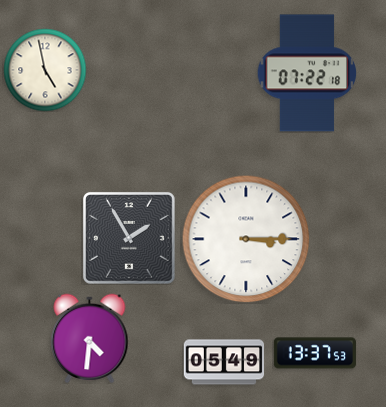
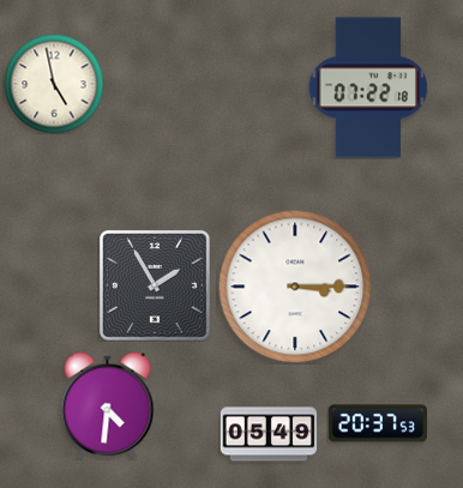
clock at (315, 353): 13:37 -> 20:37
